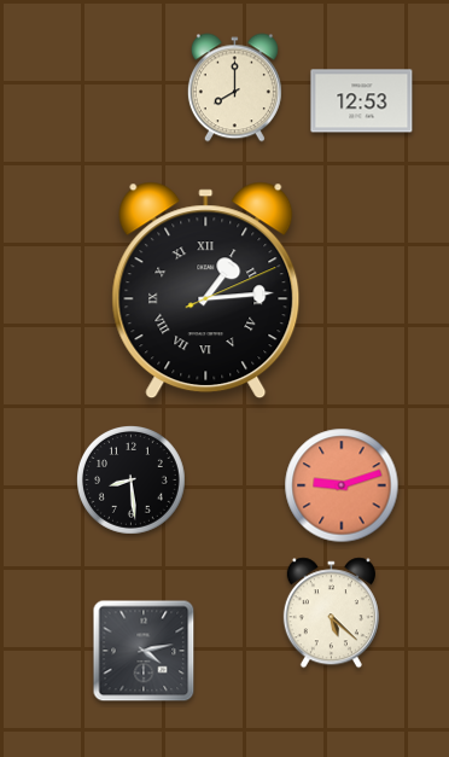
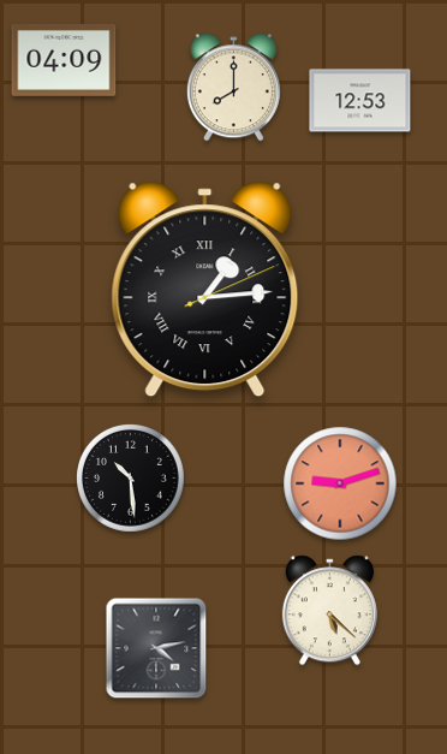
clock at (64, 60): none -> 04:09
clock at (132, 481): 8:29 -> 10:29
clock at (144, 651) position: (144, 651) -> (156, 648)
